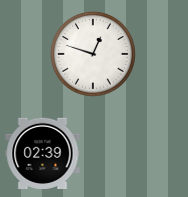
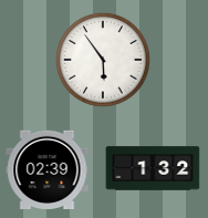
clock at (94, 55): 12:48 -> 5:54
clock at (153, 168): none -> 1:32
